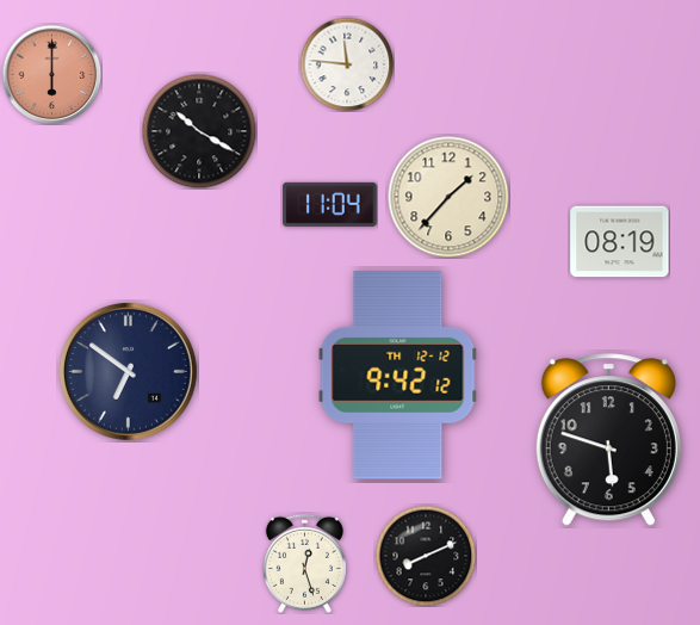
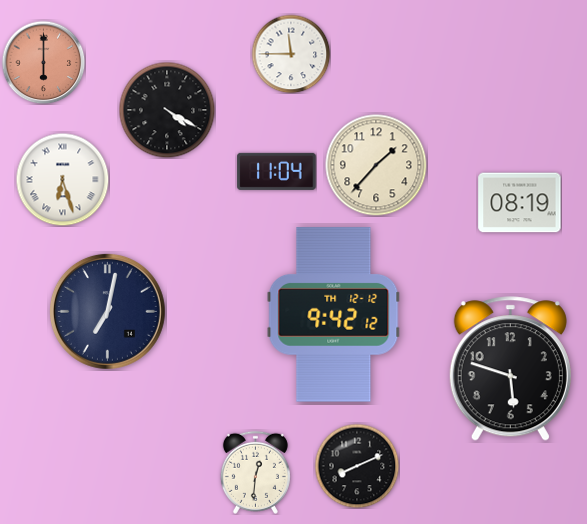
clock at (347, 64): 11:46 -> 11:45
clock at (199, 131): 10:20 -> 4:20
clock at (62, 179): none -> 6:27
clock at (128, 371): 6:51 -> 7:02
clock at (304, 563): 12:27 -> 12:31
